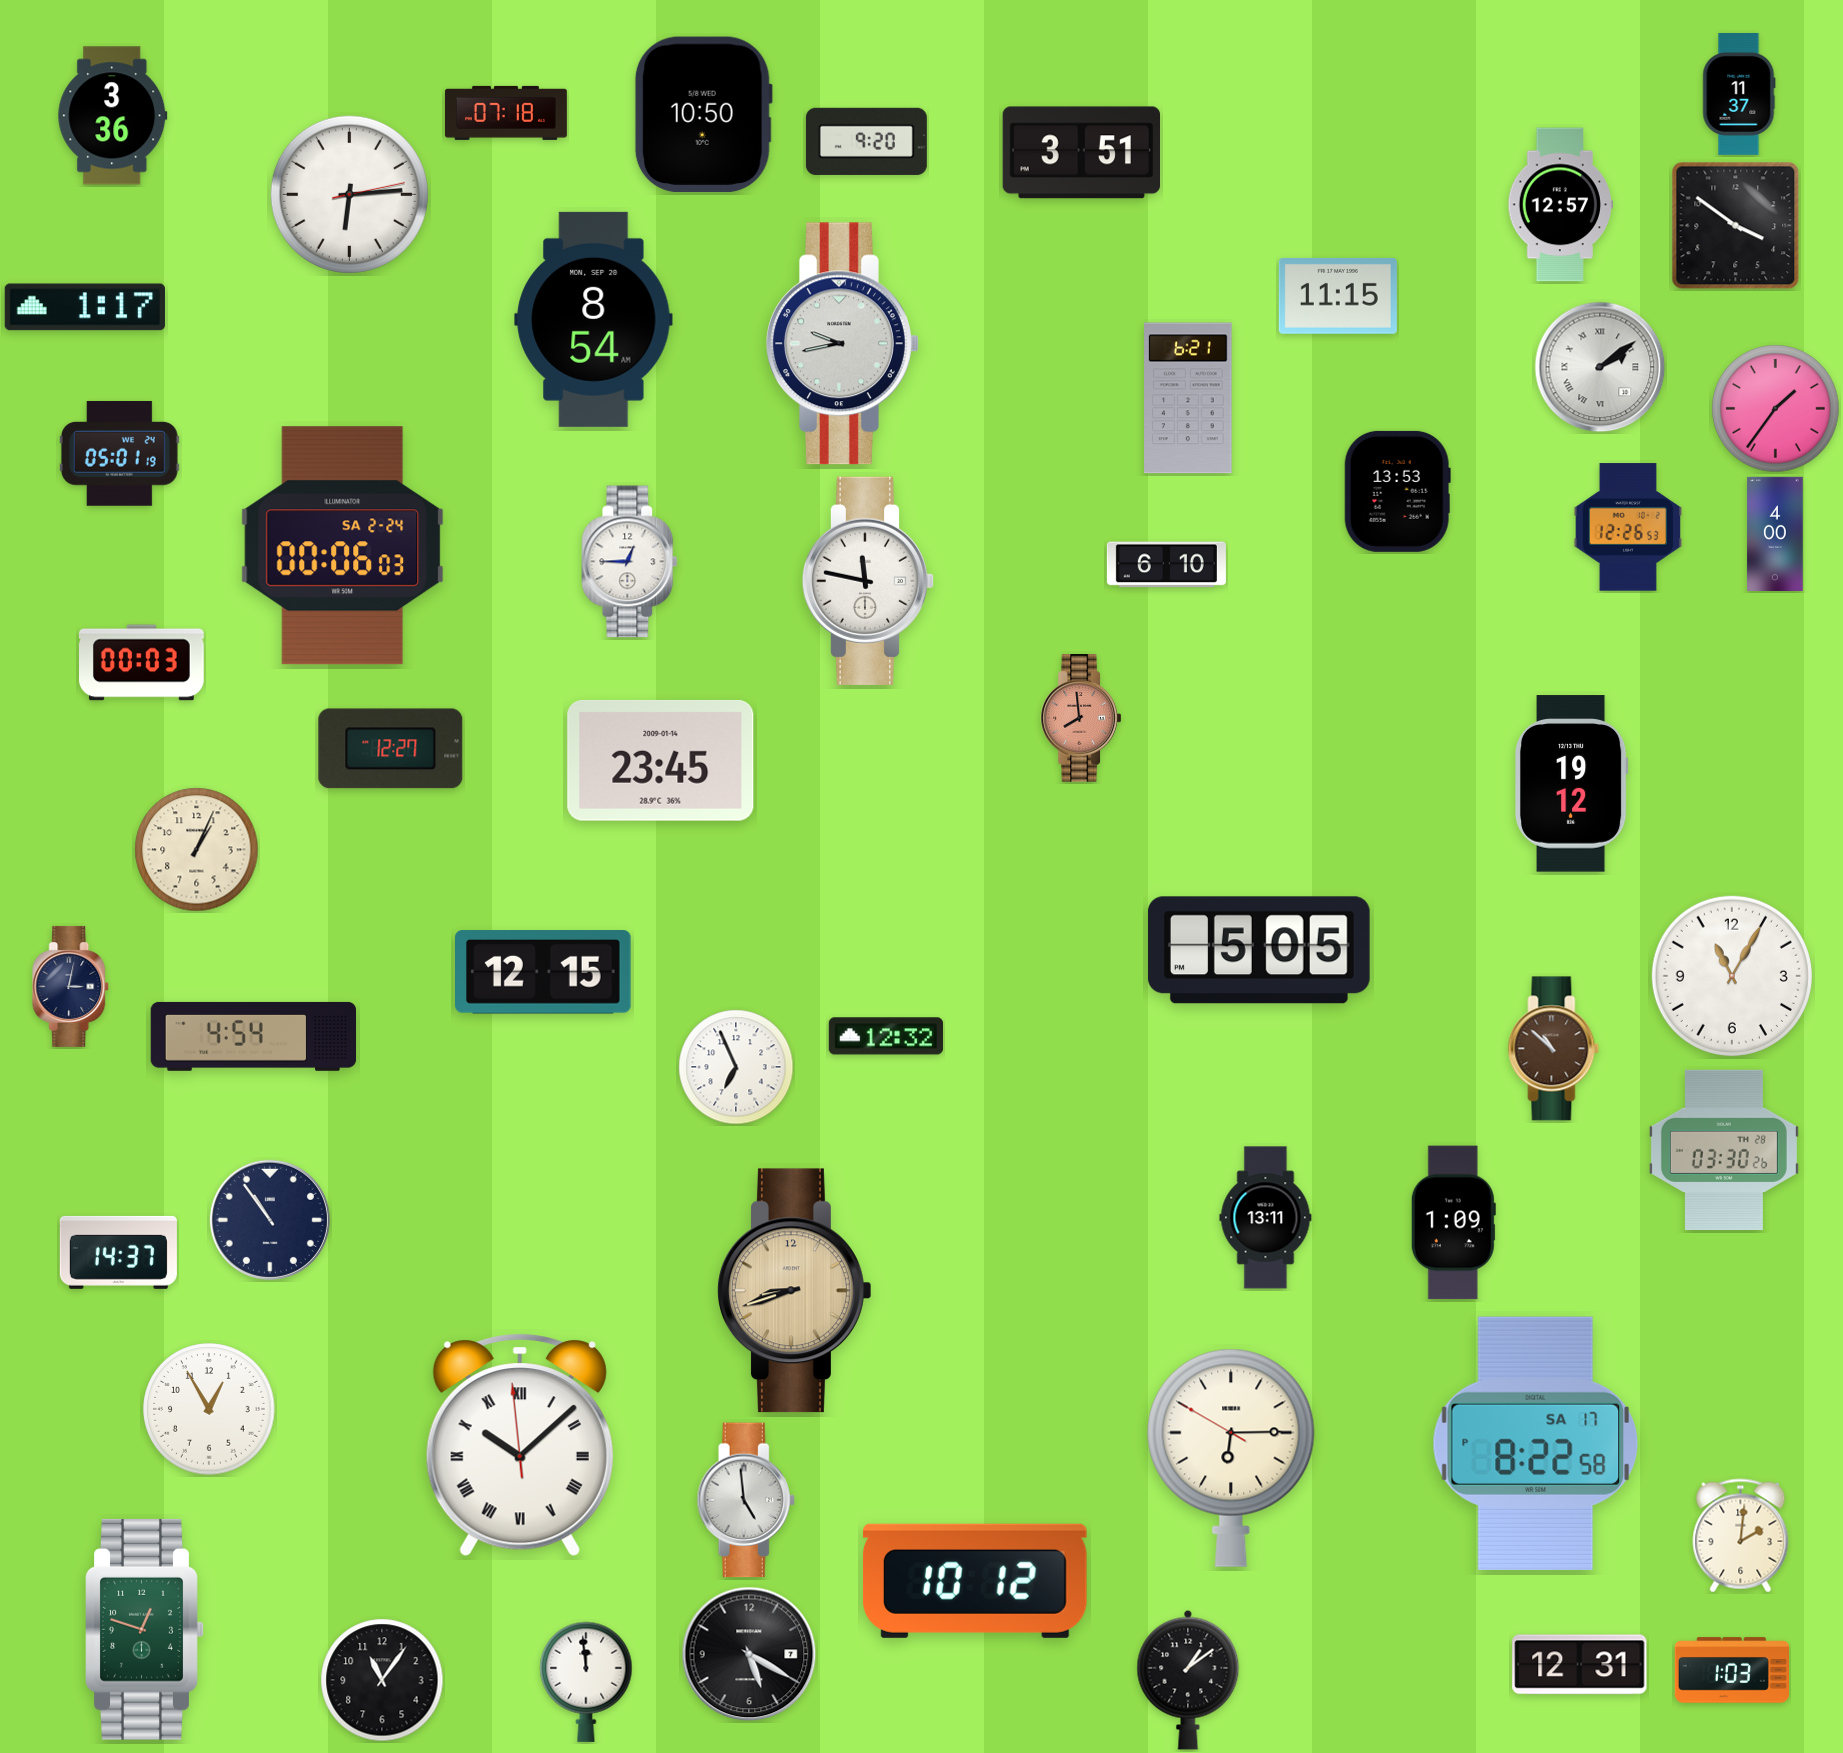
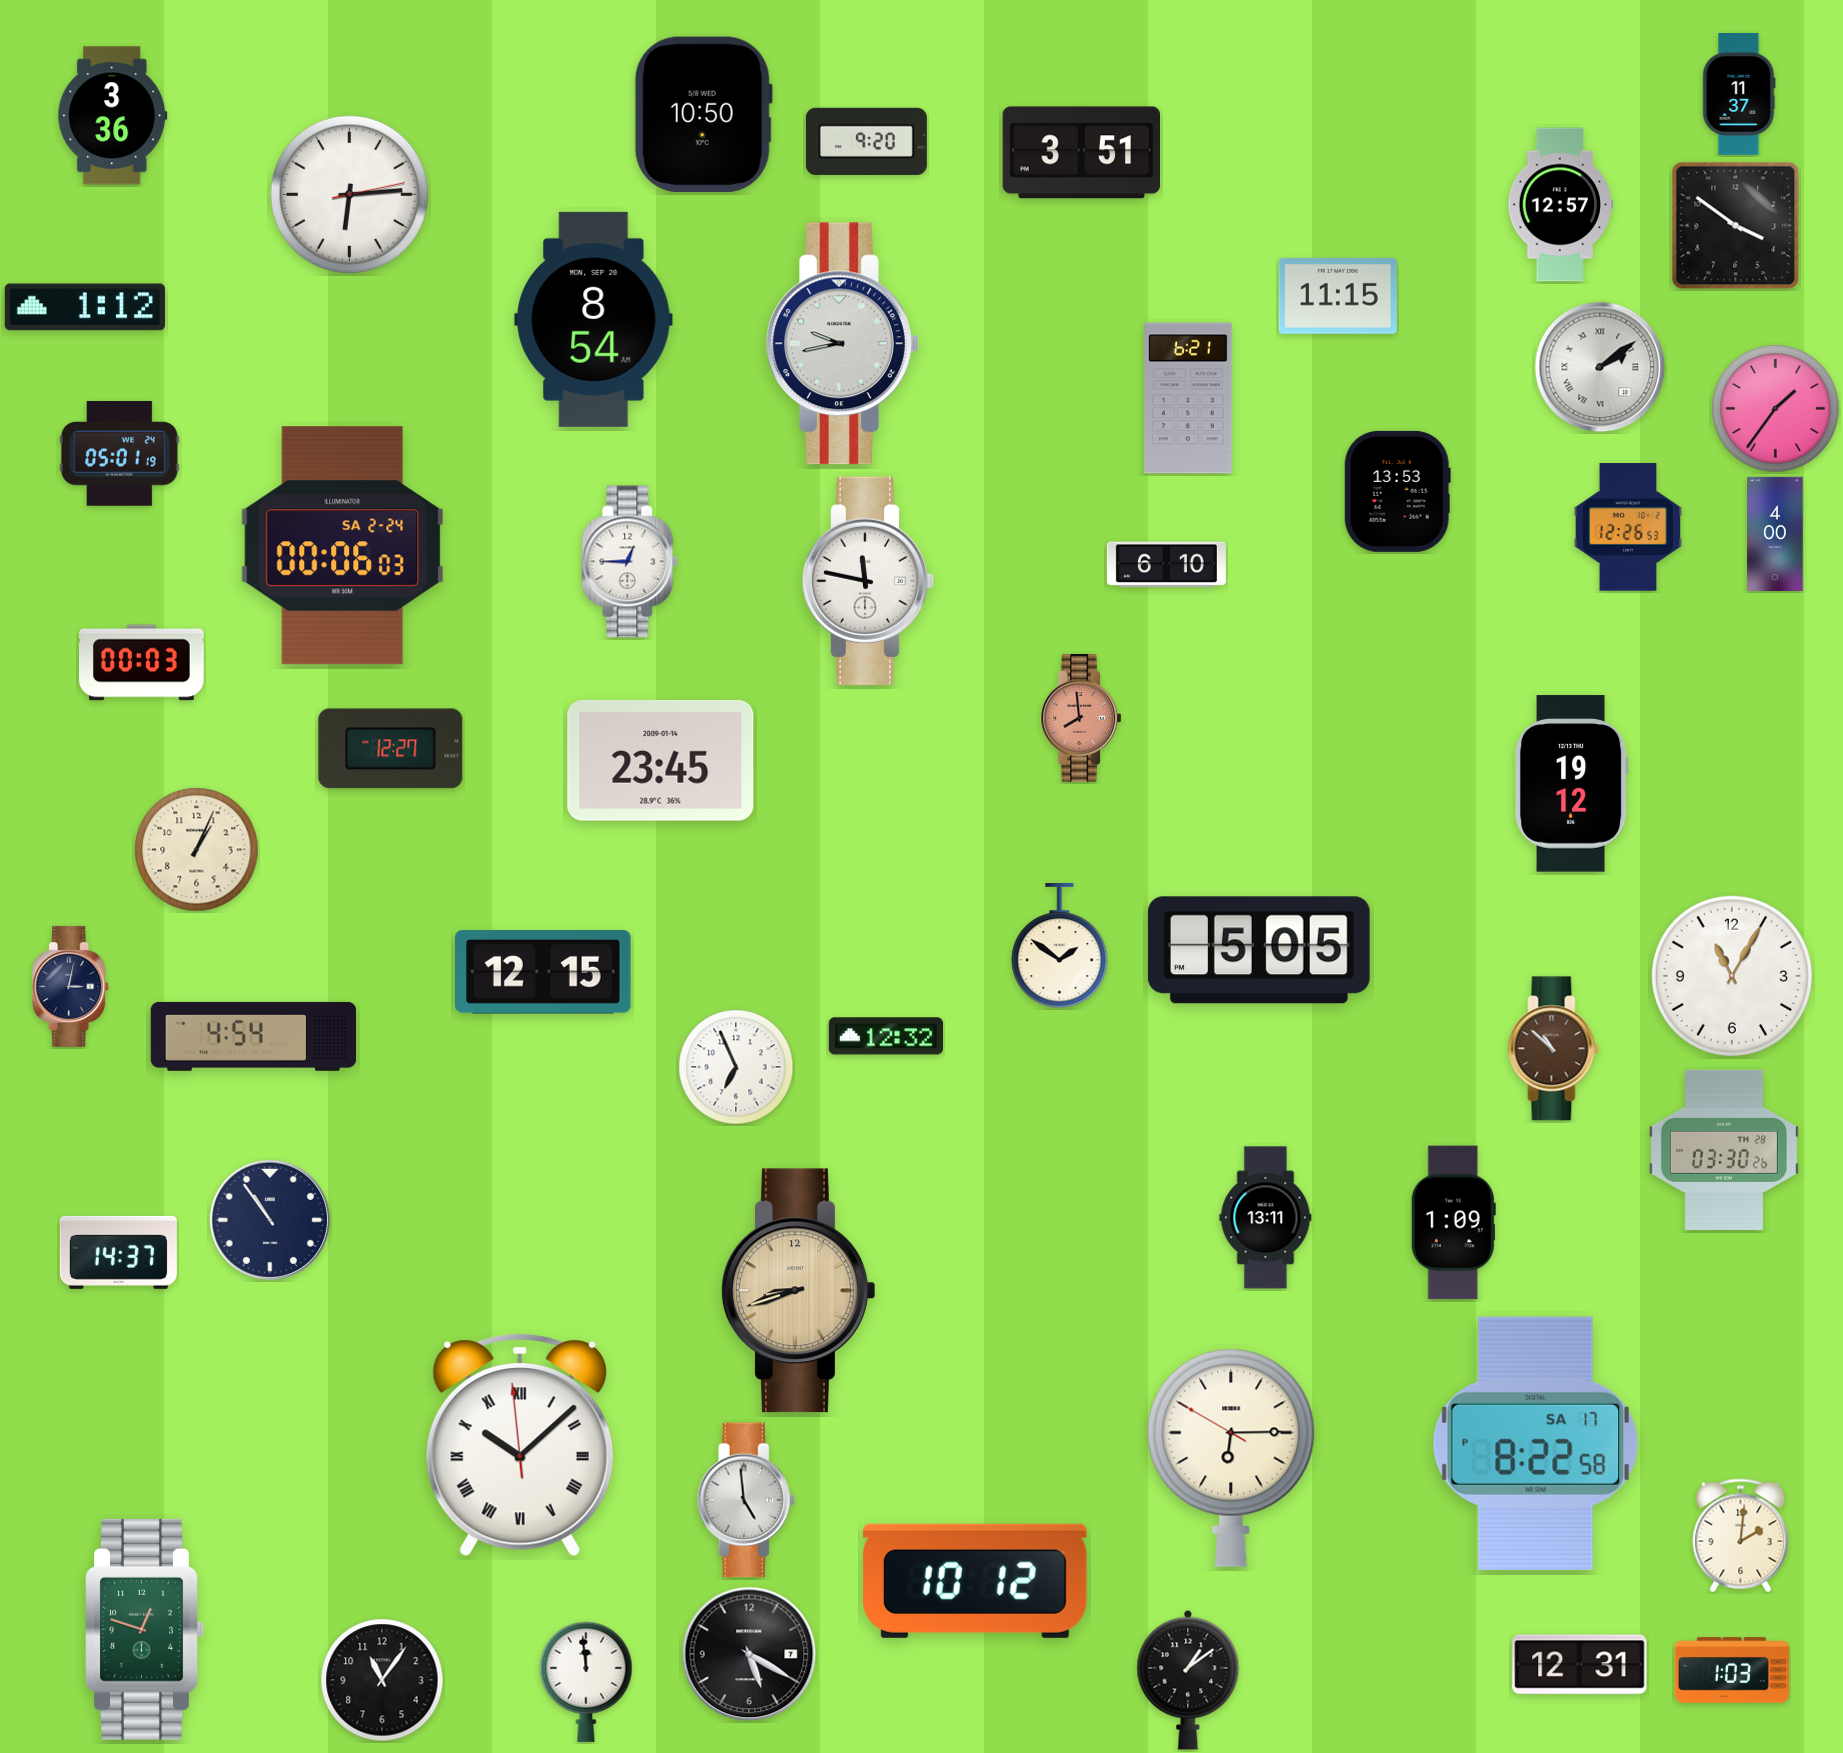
clock at (506, 113): 07:18 -> none
clock at (85, 307): 1:17 -> 1:12
clock at (1060, 947): none -> 1:51
clock at (795, 1291) position: (795, 1291) -> (799, 1291)
clock at (209, 1409): 12:55 -> none
